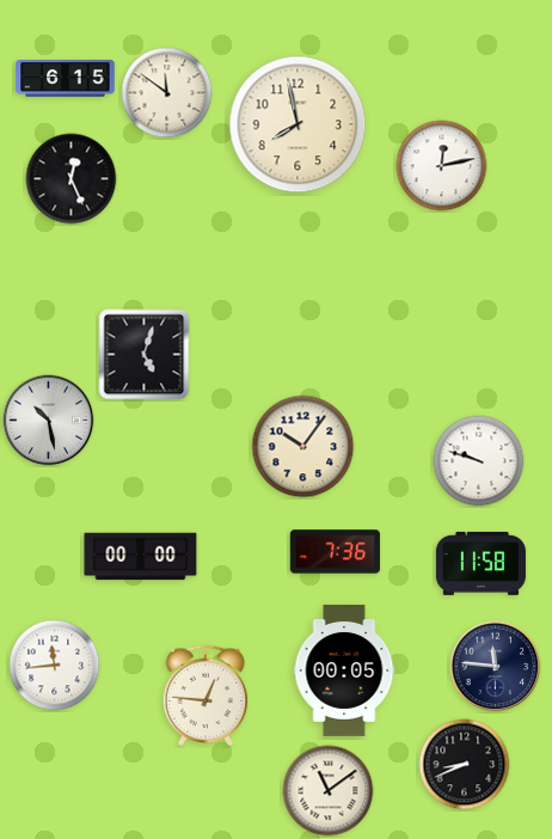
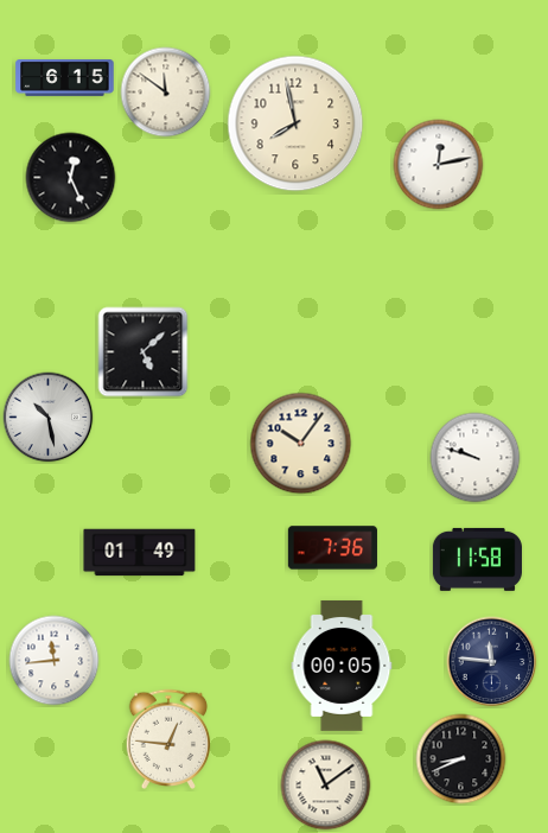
clock at (145, 355): 5:03 -> 5:08
clock at (141, 557): 00:00 -> 01:49
clock at (206, 694) position: (206, 694) -> (168, 738)
